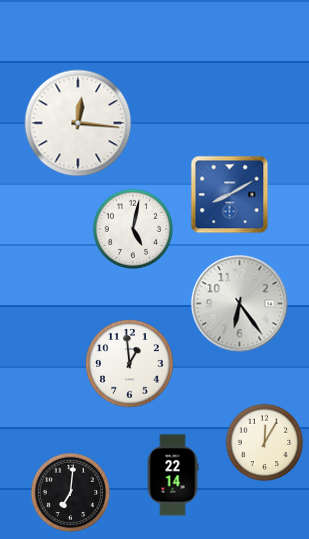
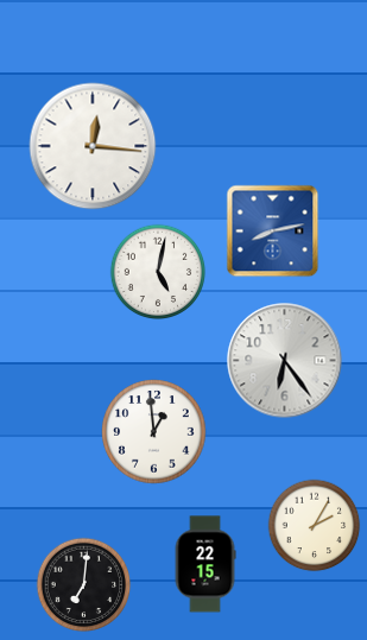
clock at (230, 195): 8:10 -> 8:13
clock at (265, 443): 12:05 -> 2:05
clock at (173, 475): 22:14 -> 22:15
